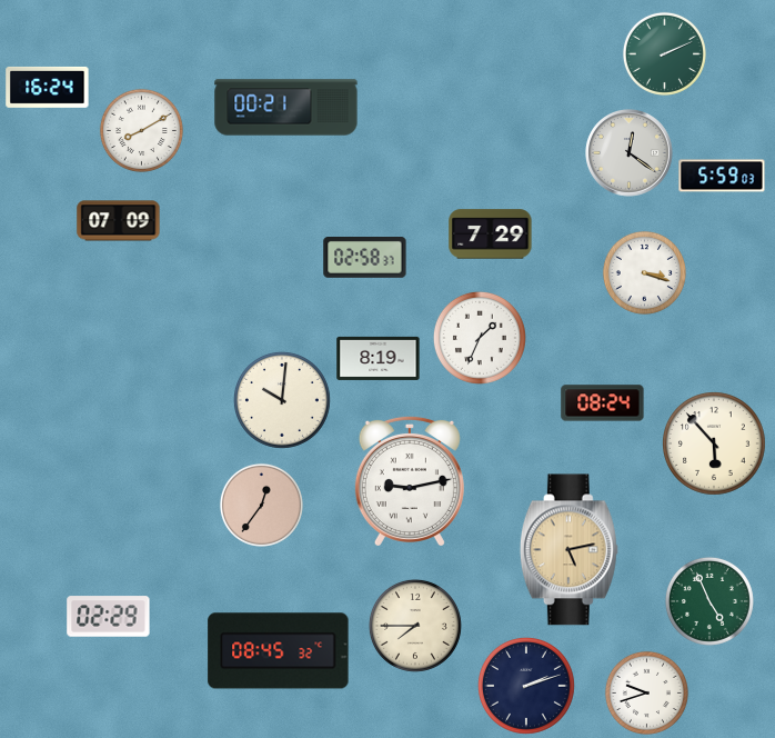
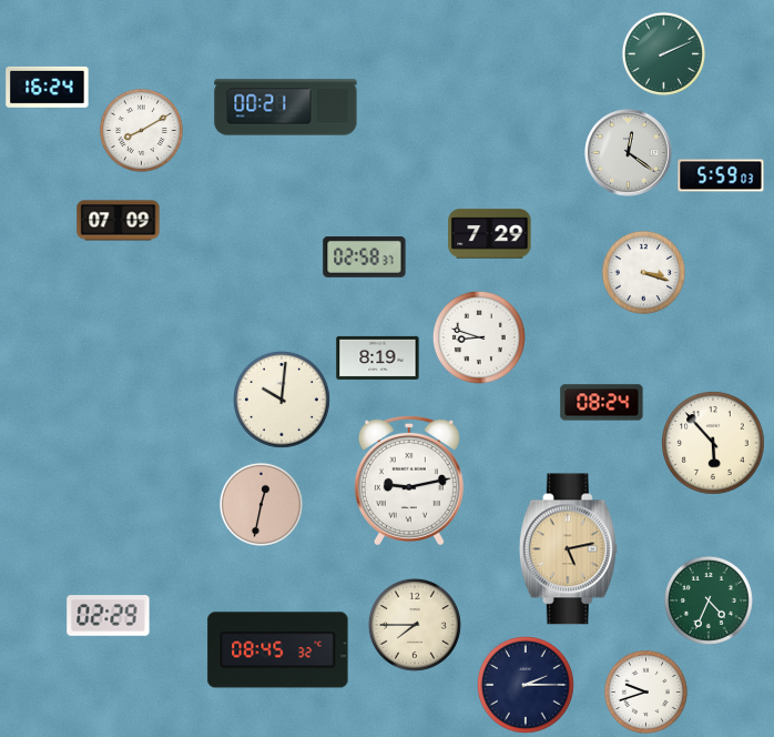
clock at (480, 338): 1:34 -> 8:48
clock at (261, 505): 12:36 -> 12:32
clock at (709, 601): 4:56 -> 4:34
clock at (526, 686): 2:12 -> 2:15
